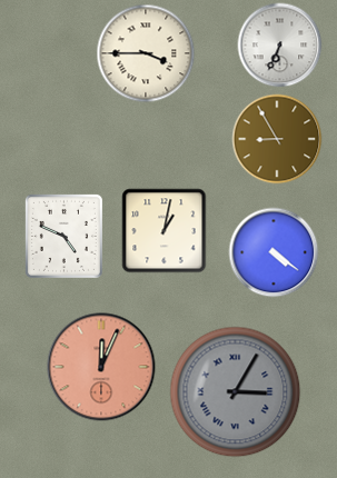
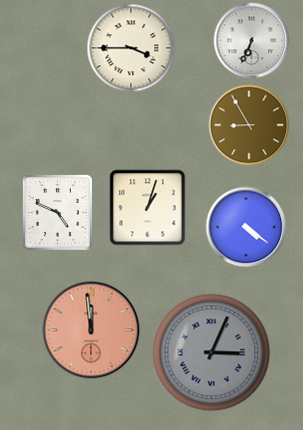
clock at (165, 231): 1:02 -> 1:03
clock at (101, 367): 12:04 -> 11:59
clock at (236, 392): 3:05 -> 3:04
